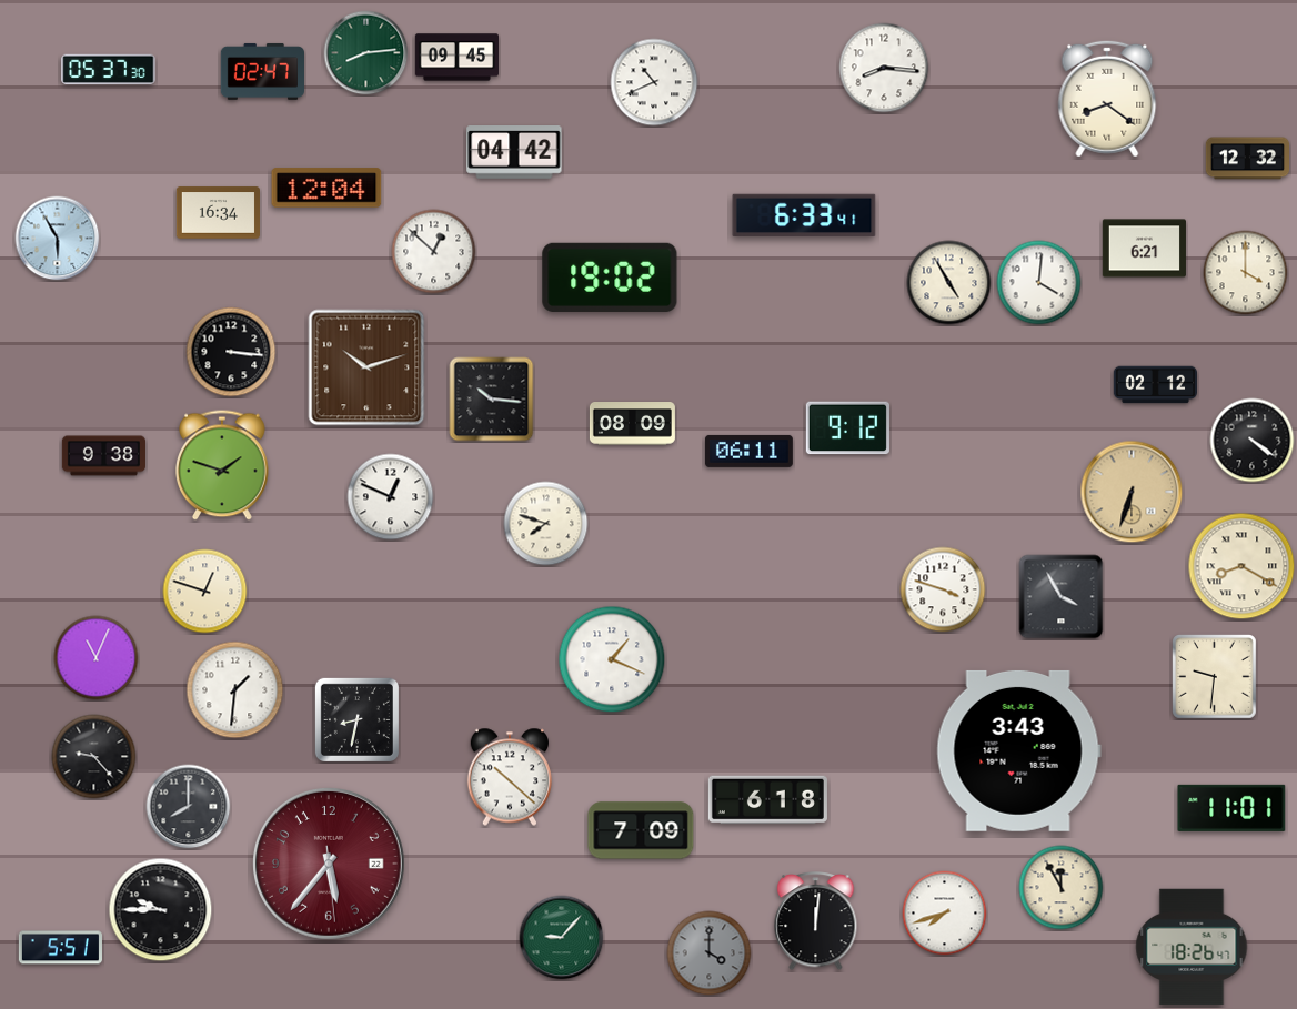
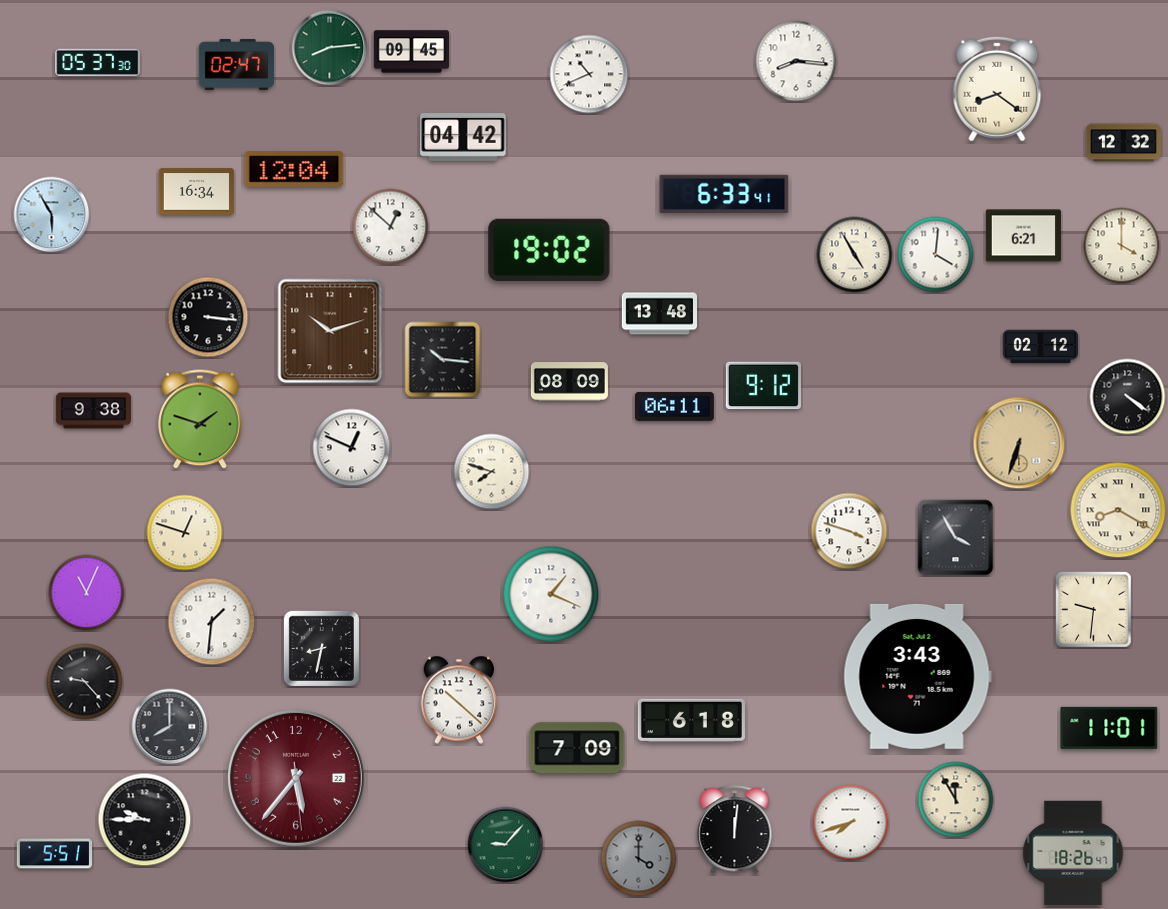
clock at (1144, 249) position: (1144, 249) -> (1023, 236)
clock at (659, 314): none -> 13:48
